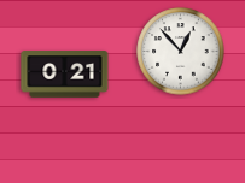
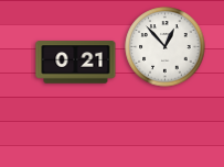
clock at (65, 75) position: (65, 75) -> (76, 63)
